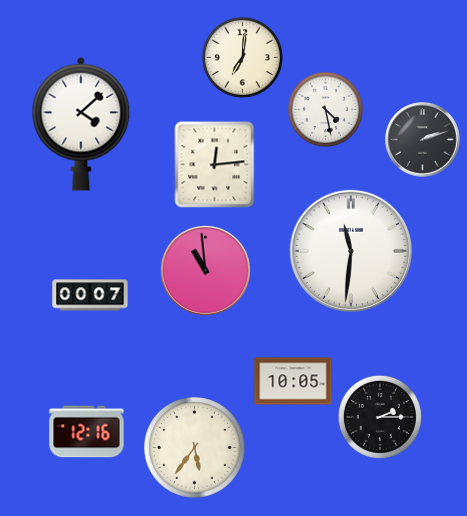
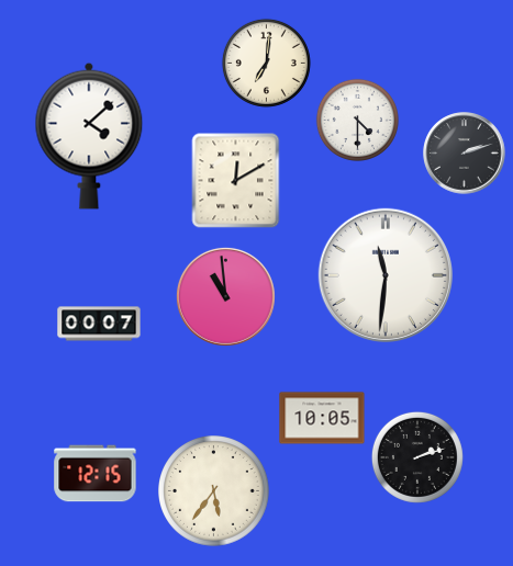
clock at (325, 109): 4:28 -> 4:30
clock at (215, 165): 12:14 -> 12:10
clock at (380, 417): 2:15 -> 2:12
clock at (87, 432): 12:16 -> 12:15
